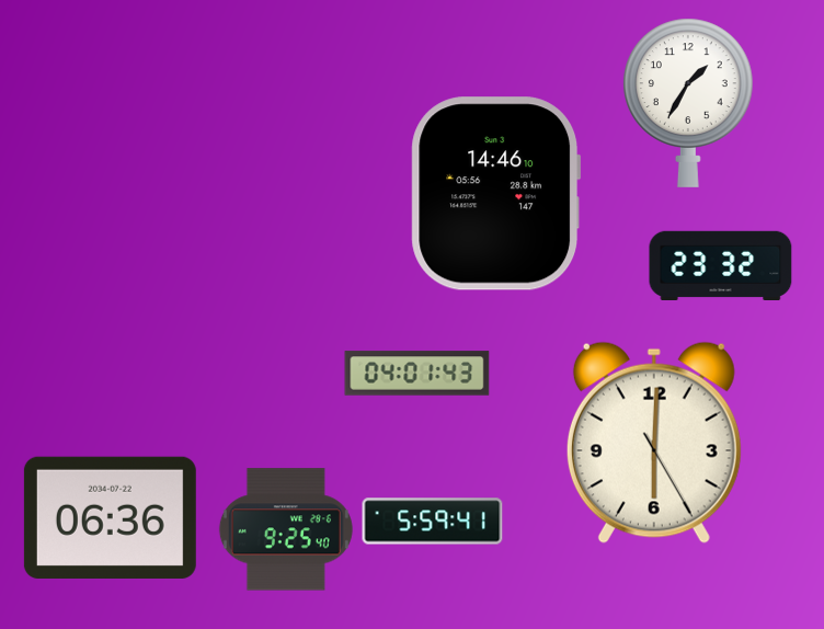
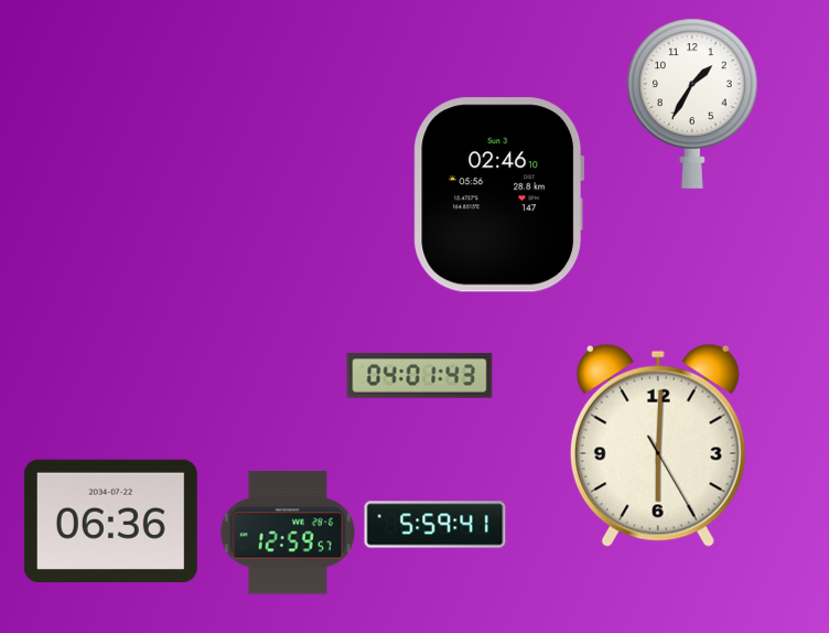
clock at (496, 194): 14:46 -> 02:46
clock at (721, 265): 23:32 -> none
clock at (286, 529): 9:25 -> 12:59
